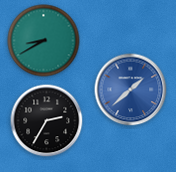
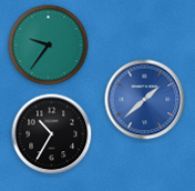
clock at (44, 41): 8:40 -> 9:36
clock at (47, 121): 2:35 -> 10:35
